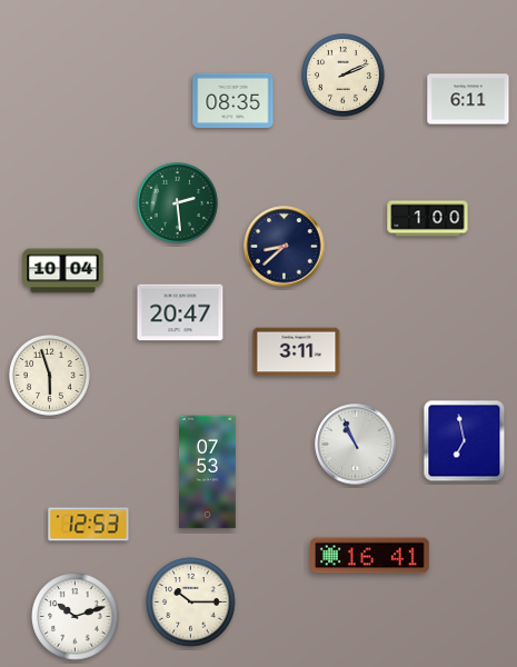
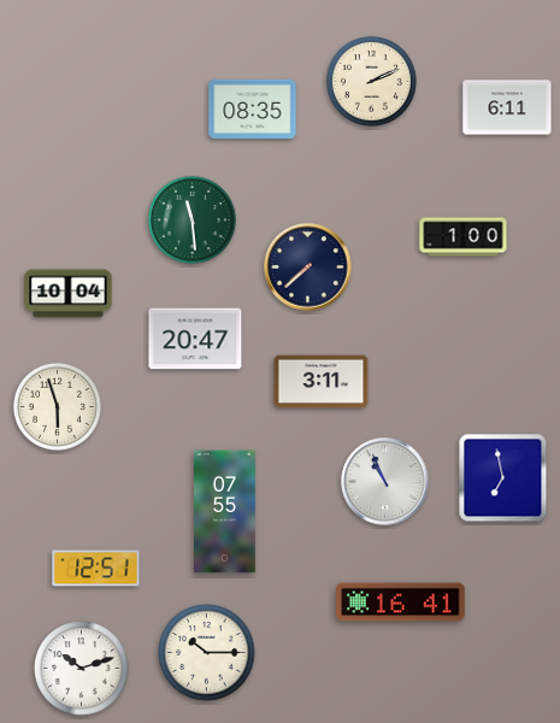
clock at (177, 202): 2:29 -> 11:29
clock at (285, 247): 8:38 -> 7:38
clock at (49, 375) position: (49, 375) -> (57, 406)
clock at (208, 472): 07:53 -> 07:55
clock at (89, 525): 12:53 -> 12:51
